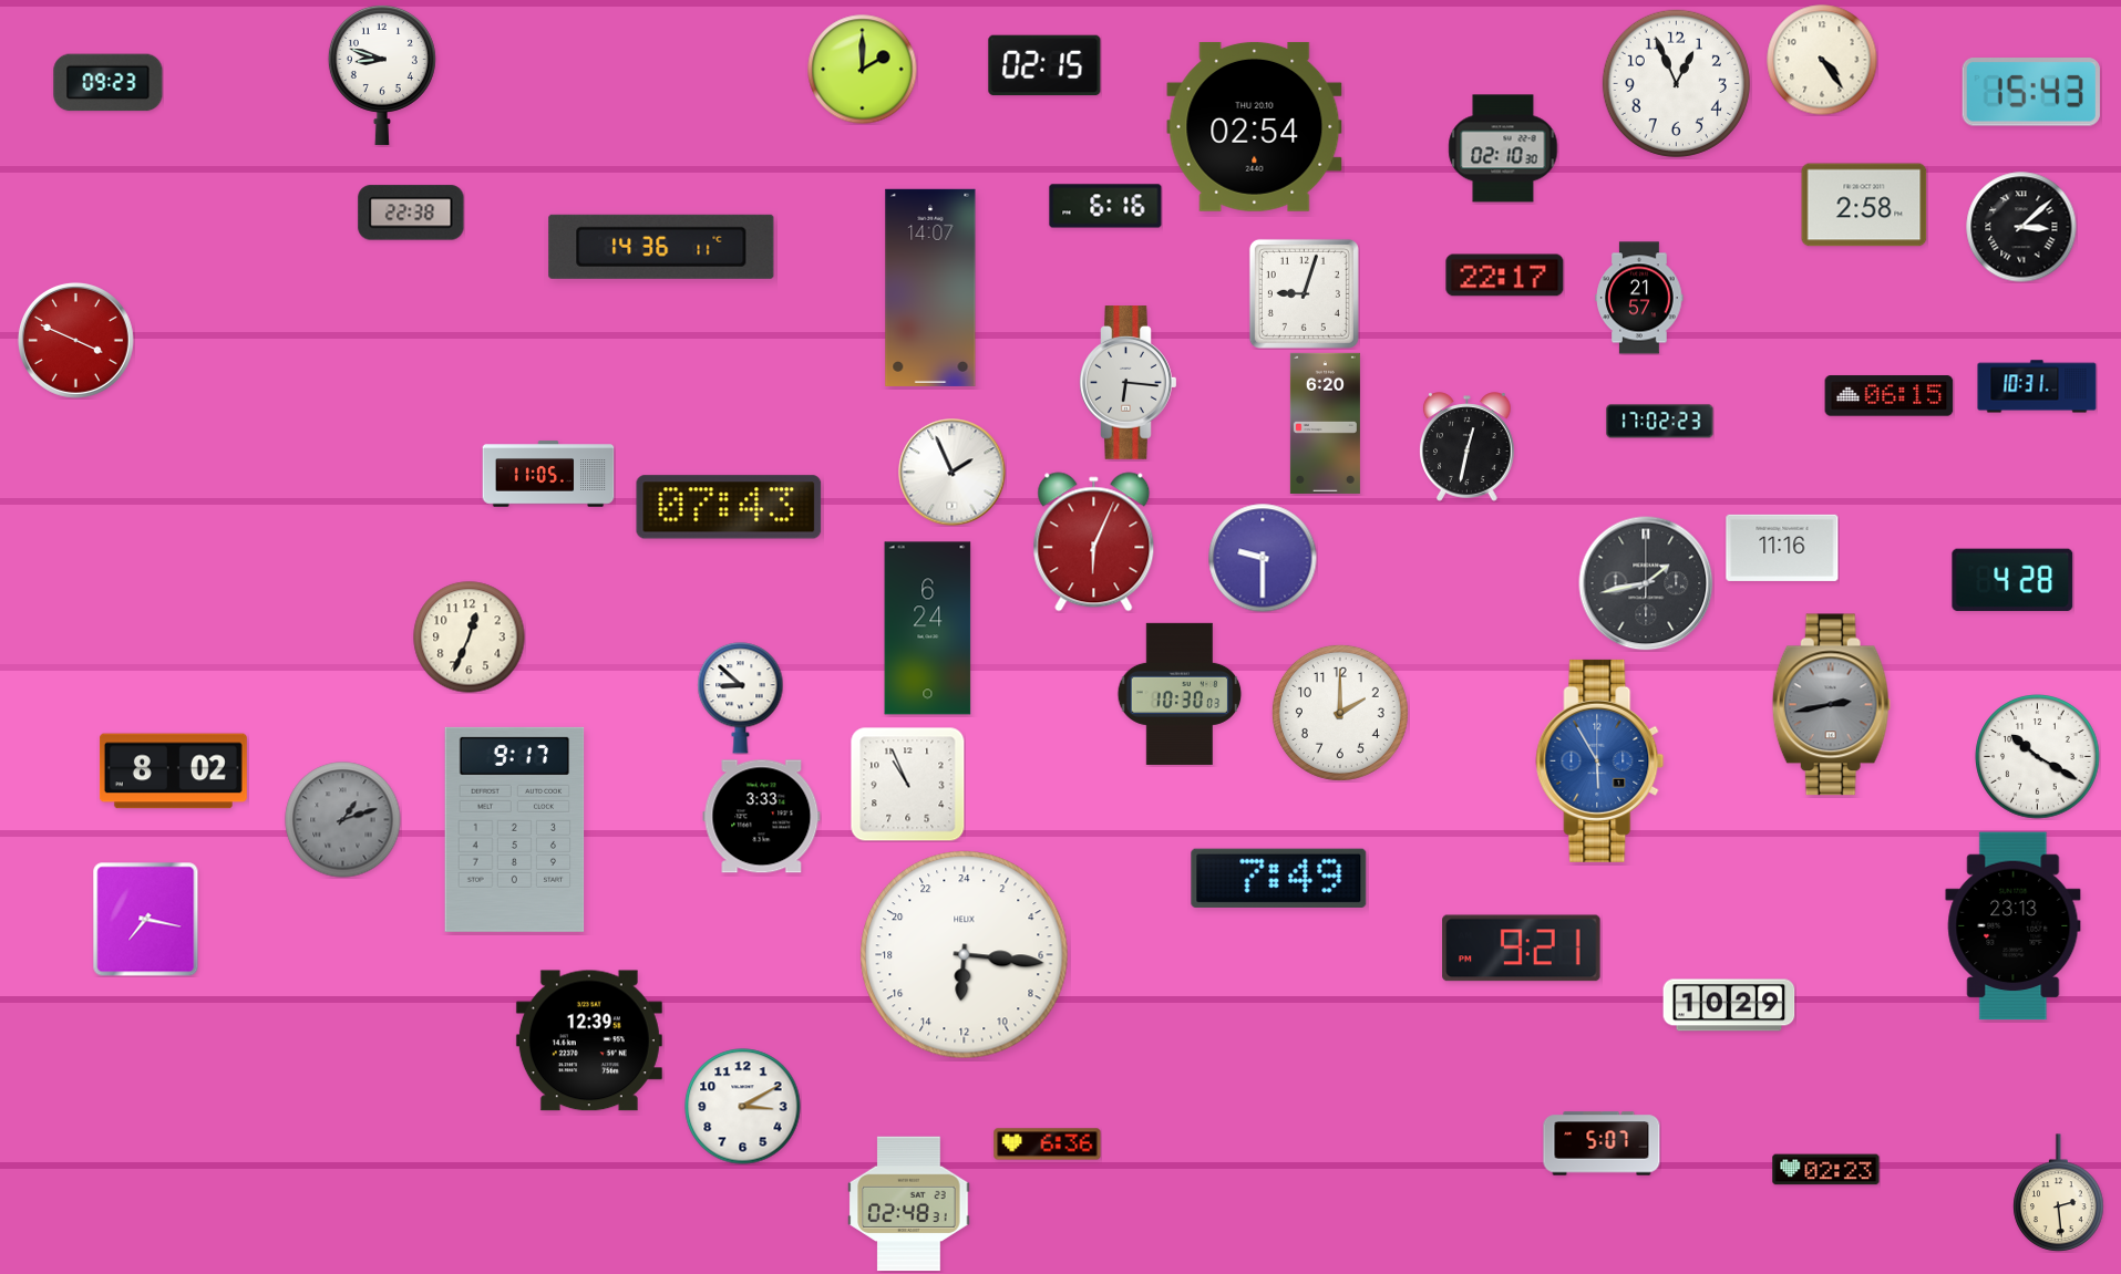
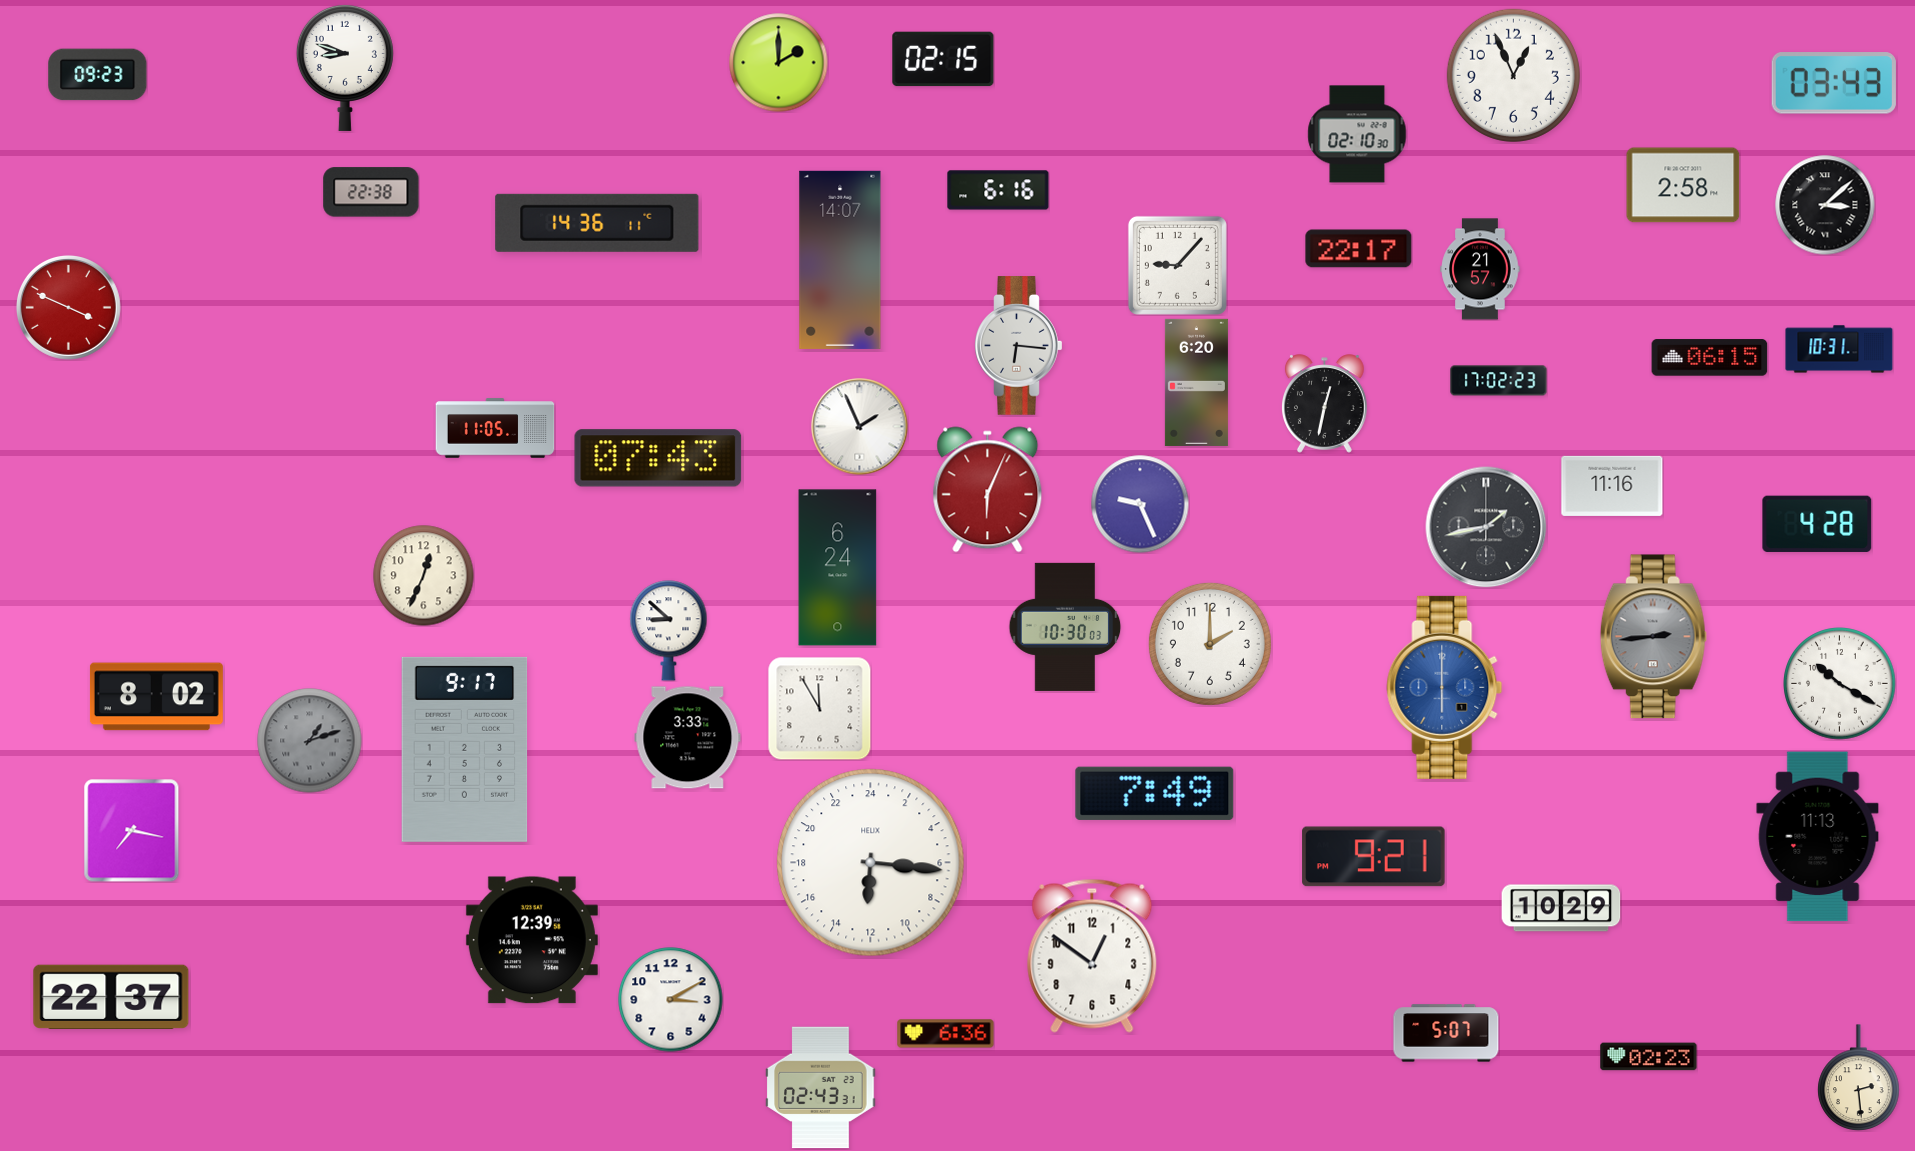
clock at (1822, 60): 4:24 -> none
clock at (2031, 92): 15:43 -> 03:43
clock at (1255, 126): 02:54 -> none
clock at (1105, 206) position: (1105, 206) -> (998, 190)
clock at (1304, 293): 9:03 -> 9:07
clock at (1890, 396) position: (1890, 396) -> (1710, 358)
clock at (1782, 548) position: (1782, 548) -> (1612, 486)
clock at (1263, 558): 9:30 -> 9:26
clock at (1831, 705): 2:43 -> 2:44
clock at (1600, 760): 5:55 -> 6:00
clock at (907, 784): 10:56 -> 11:55
clock at (2014, 926): 23:13 -> 11:13
clock at (1092, 956): none -> 12:51
clock at (111, 997): none -> 22:37
clock at (909, 1204): 02:48 -> 02:43
